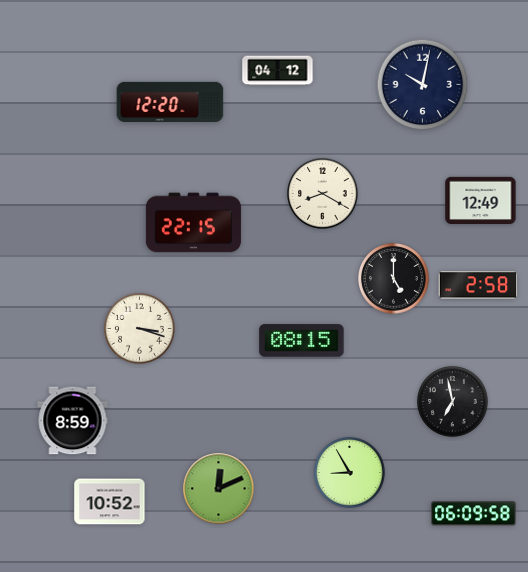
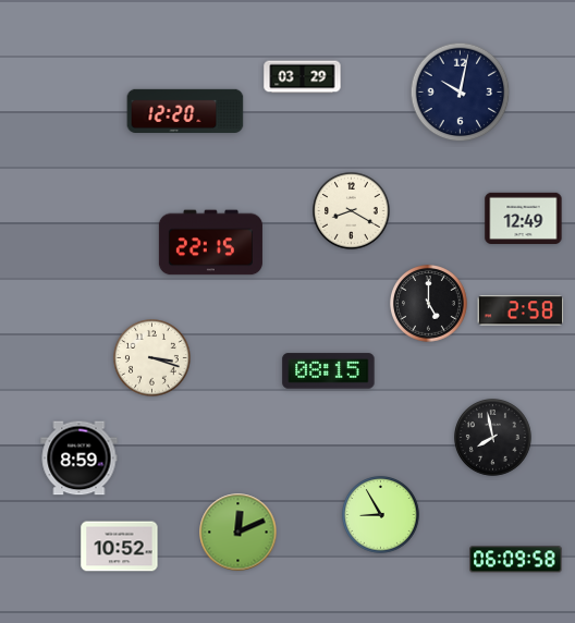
clock at (278, 71): 04:12 -> 03:29
clock at (453, 402): 6:58 -> 7:58
